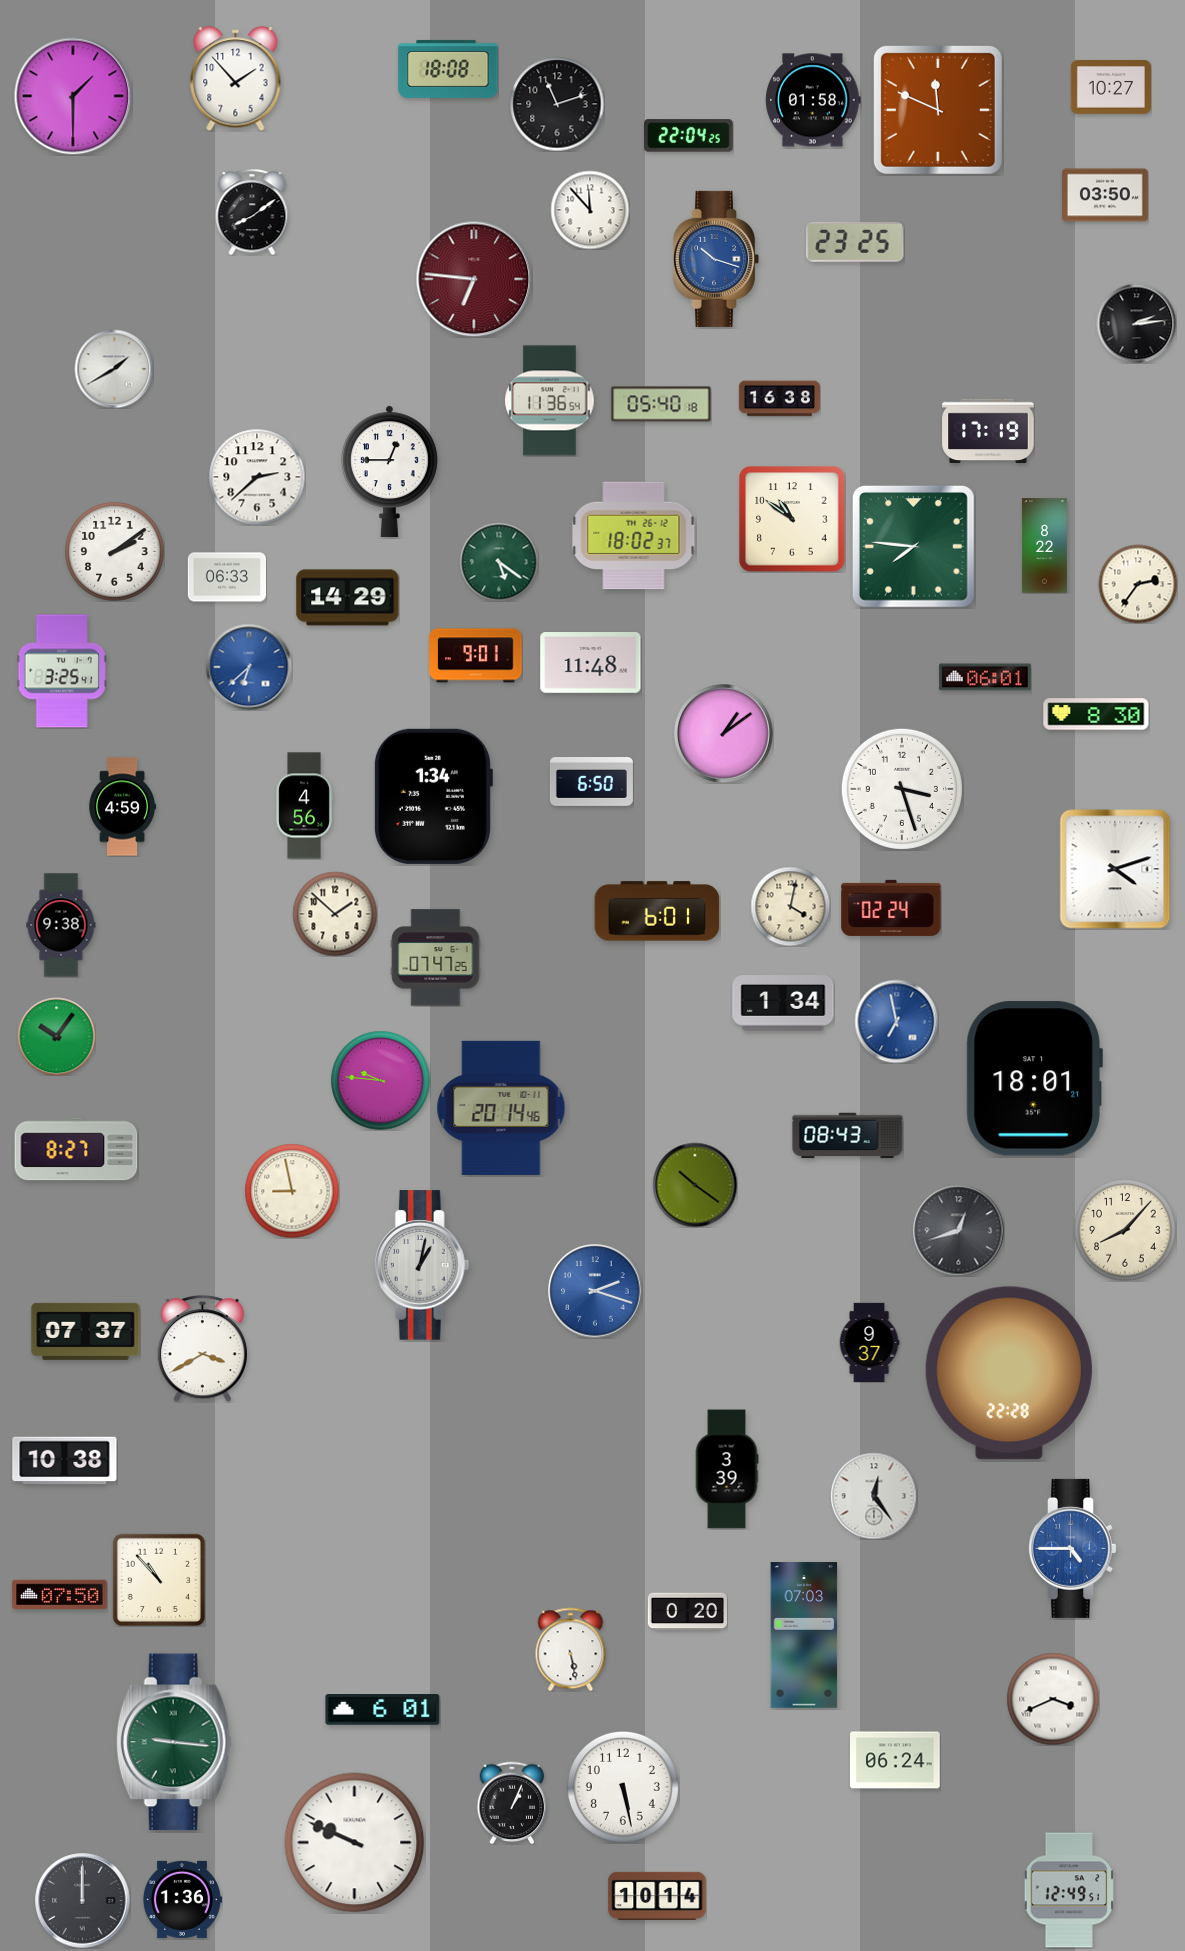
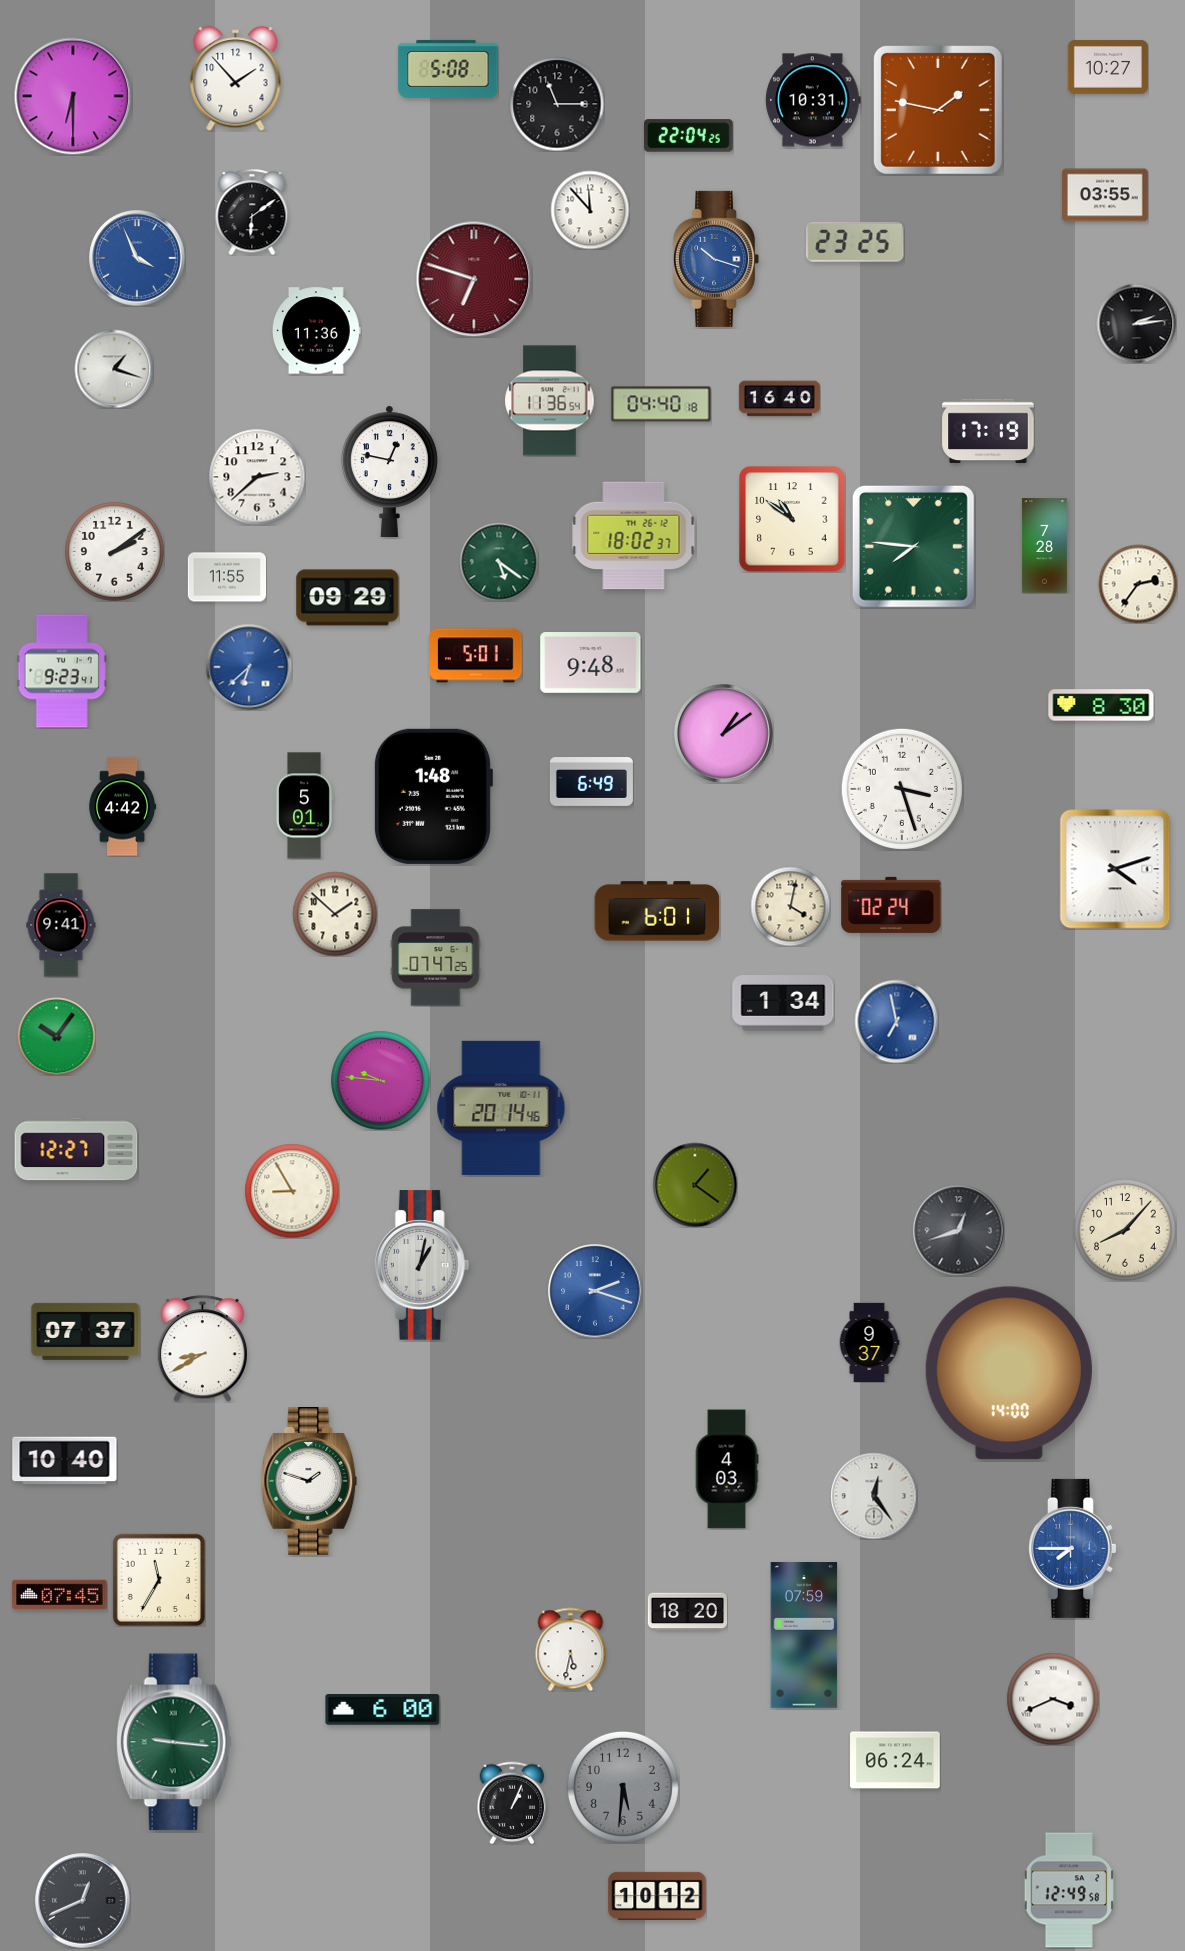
clock at (448, 69): 18:08 -> 5:08
clock at (1111, 87) position: (1111, 87) -> (1108, 67)
clock at (73, 96): 1:30 -> 6:30
clock at (814, 100): 01:58 -> 10:31
clock at (557, 104): 11:12 -> 11:15
clock at (938, 110): 11:49 -> 1:47
clock at (1105, 195): 03:50 -> 03:55
clock at (252, 212): 8:09 -> 6:09
clock at (137, 258): none -> 3:56
clock at (474, 279): 6:46 -> 6:48
clock at (316, 331): none -> 11:36
clock at (114, 369): 1:40 -> 1:18
clock at (779, 399): 16:38 -> 16:40
clock at (661, 404): 05:40 -> 04:40
clock at (389, 471): 12:45 -> 12:47
clock at (1044, 546): 8:22 -> 7:28
clock at (226, 577): 06:33 -> 11:55
clock at (348, 598): 14:29 -> 09:29
clock at (476, 656): 9:01 -> 5:01
clock at (591, 663): 11:48 -> 9:48
clock at (62, 671): 3:25 -> 9:23
clock at (985, 677): 06:01 -> none
clock at (1096, 714) position: (1096, 714) -> (1101, 705)
clock at (591, 782): 6:50 -> 6:49
clock at (433, 796): 1:34 -> 1:48
clock at (304, 806): 4:56 -> 5:01
clock at (123, 807): 4:59 -> 4:42
clock at (891, 908) position: (891, 908) -> (891, 905)
clock at (61, 925): 9:38 -> 9:41
clock at (1034, 1079): 18:01 -> none
clock at (848, 1136): 08:43 -> none
clock at (76, 1149): 8:27 -> 12:27
clock at (695, 1185): 10:21 -> 1:21
clock at (292, 1191): 8:58 -> 8:55
clock at (202, 1349): 3:40 -> 8:40
clock at (1009, 1373): 22:28 -> 14:00
clock at (65, 1461): 10:38 -> 10:40
clock at (727, 1469): 3:39 -> 4:03
clock at (309, 1481): none -> 1:48
clock at (1072, 1548): 4:45 -> 7:45
clock at (159, 1580): 10:53 -> 11:35
clock at (60, 1595): 07:50 -> 07:45
clock at (687, 1612): 0:20 -> 18:20
clock at (804, 1635): 07:03 -> 07:59
clock at (571, 1649): 5:28 -> 5:32
clock at (383, 1710): 6:01 -> 6:00
clock at (623, 1787): 5:28 -> 5:31
clock at (623, 1787) dial: white -> grey
clock at (355, 1843): 9:49 -> none
clock at (1069, 1890): 12:49:51 -> 12:49:58
clock at (657, 1895): 10:14 -> 10:12
clock at (182, 1899): 1:36 -> none
clock at (83, 1901): 12:00 -> 12:41
